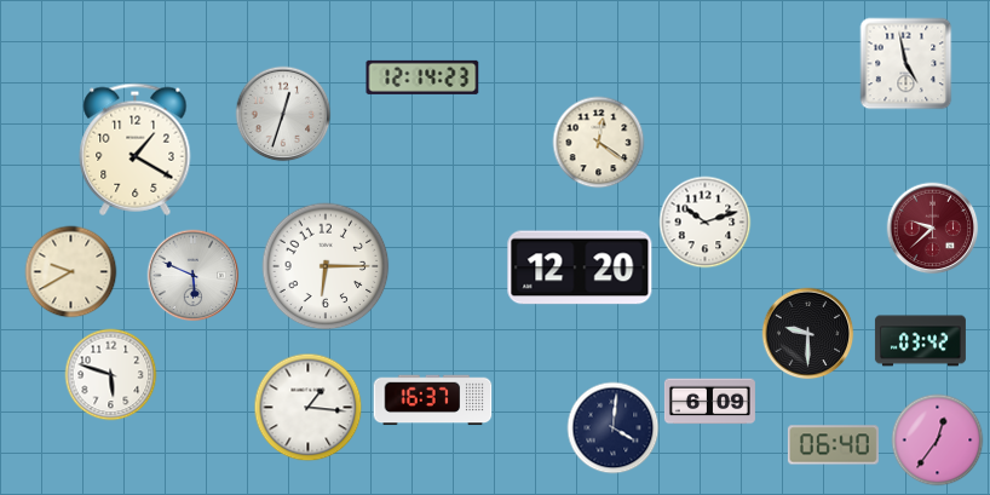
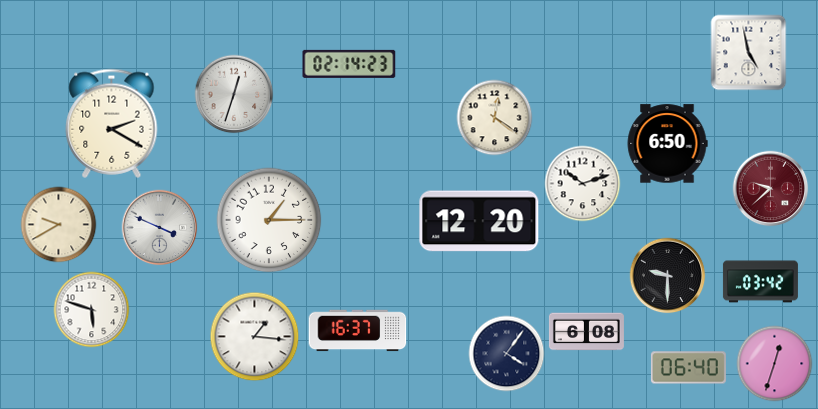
clock at (422, 77): 12:14 -> 02:14
clock at (136, 149): 1:20 -> 2:20
clock at (667, 144): none -> 6:50
clock at (326, 266): 6:15 -> 1:15
clock at (194, 276): 5:49 -> 3:49
clock at (709, 402): 6:09 -> 6:08
clock at (614, 428): 4:01 -> 4:06
clock at (938, 441): 12:36 -> 12:33
